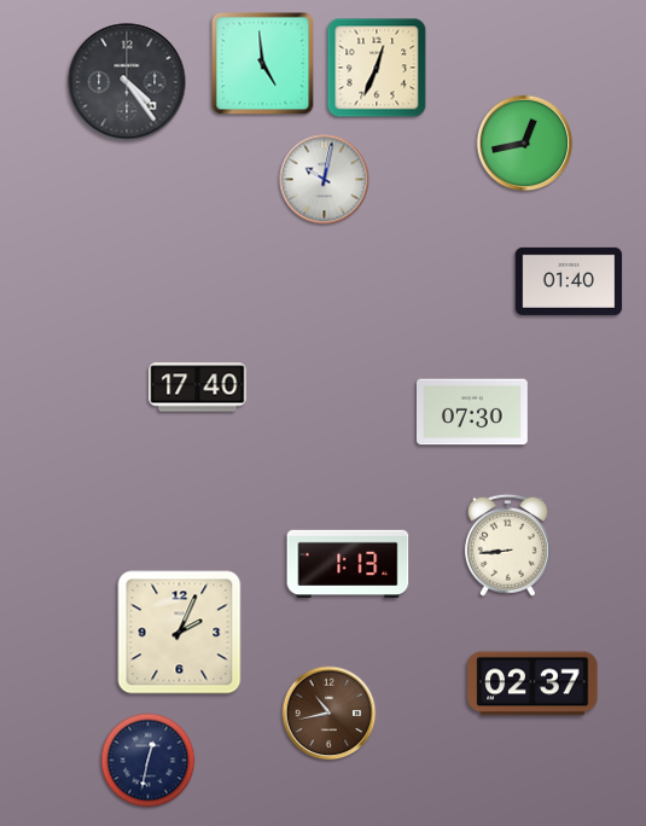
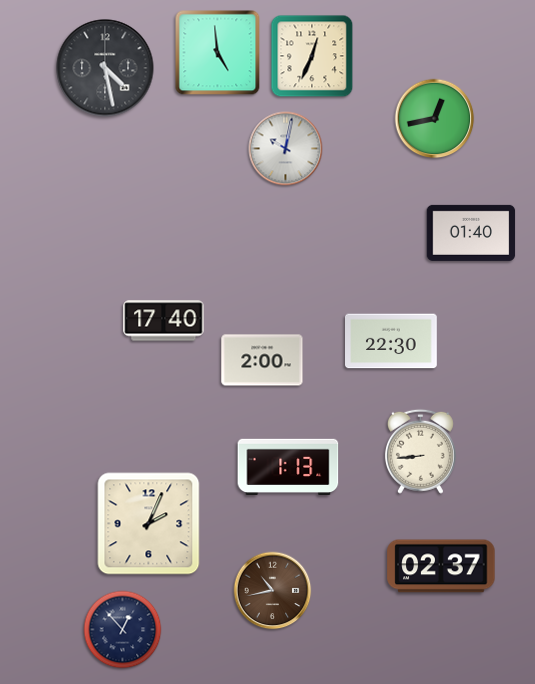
clock at (127, 82): 4:24 -> 4:28
clock at (325, 180) position: (325, 180) -> (286, 149)
clock at (473, 412): 07:30 -> 22:30
clock at (262, 360): none -> 2:00
clock at (149, 761): 12:32 -> 12:53
